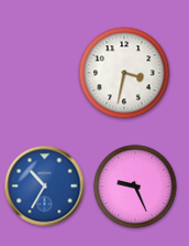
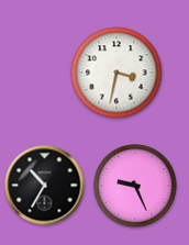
clock at (124, 73) position: (124, 73) -> (116, 73)
clock at (45, 186) dial: blue -> black
